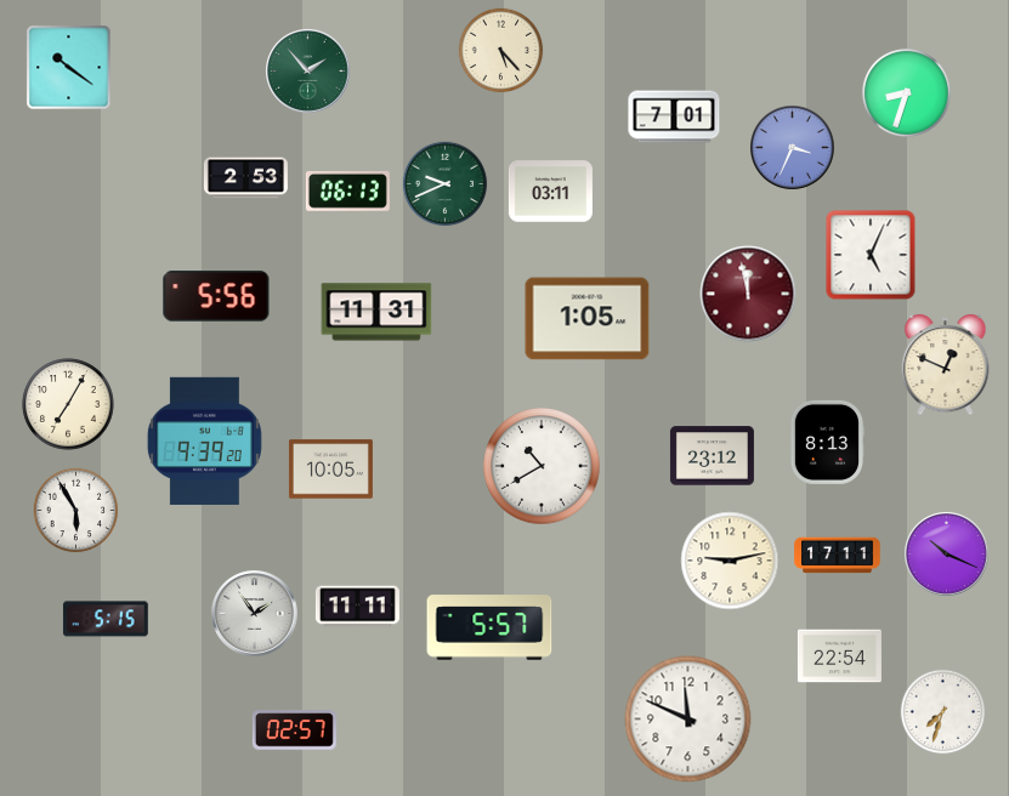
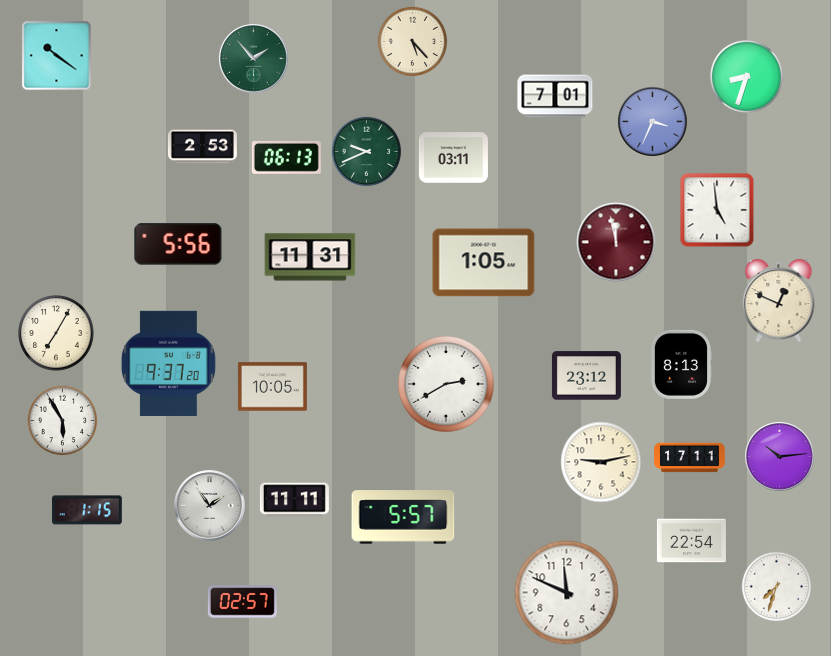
clock at (871, 255): 5:04 -> 4:59
clock at (204, 440): 9:39 -> 9:37
clock at (542, 466): 10:40 -> 2:40
clock at (947, 555): 10:19 -> 10:14
clock at (106, 619): 5:15 -> 1:15
